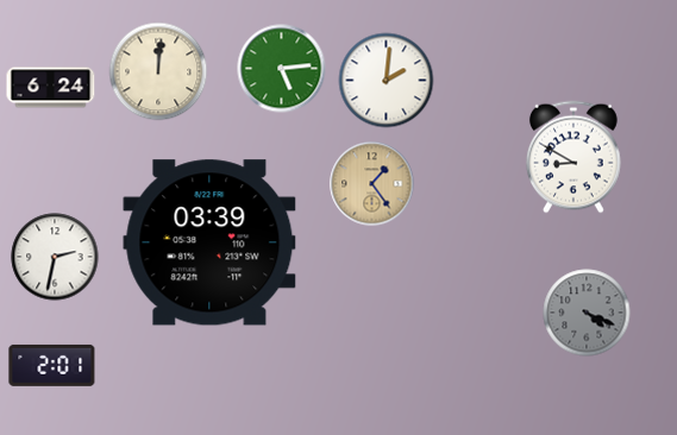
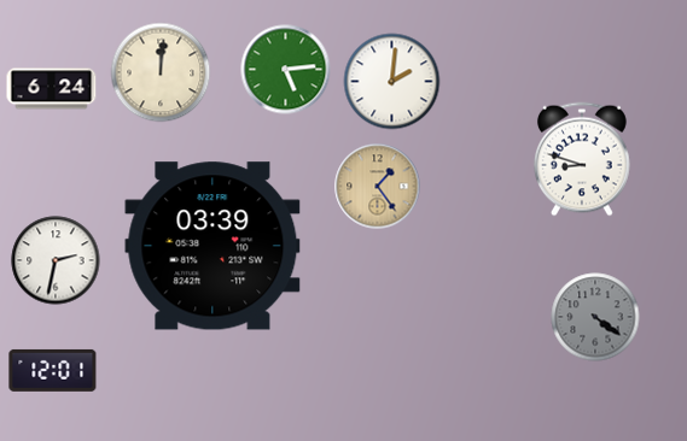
clock at (573, 157): 8:50 -> 8:48
clock at (587, 313): 4:19 -> 4:21
clock at (52, 365): 2:01 -> 12:01
